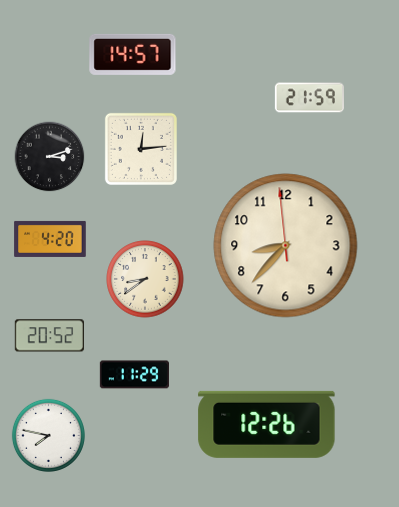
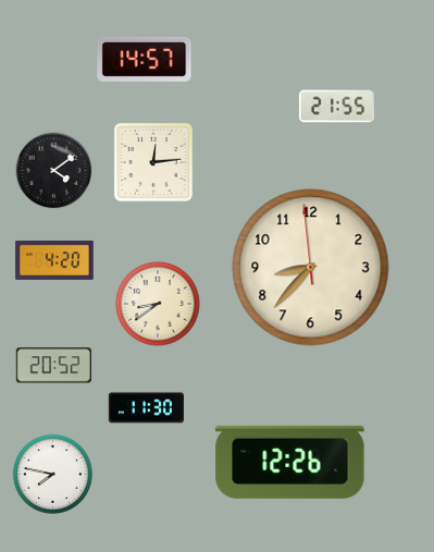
clock at (309, 98): 21:59 -> 21:55
clock at (50, 157): 3:12 -> 4:09
clock at (134, 375): 11:29 -> 11:30
